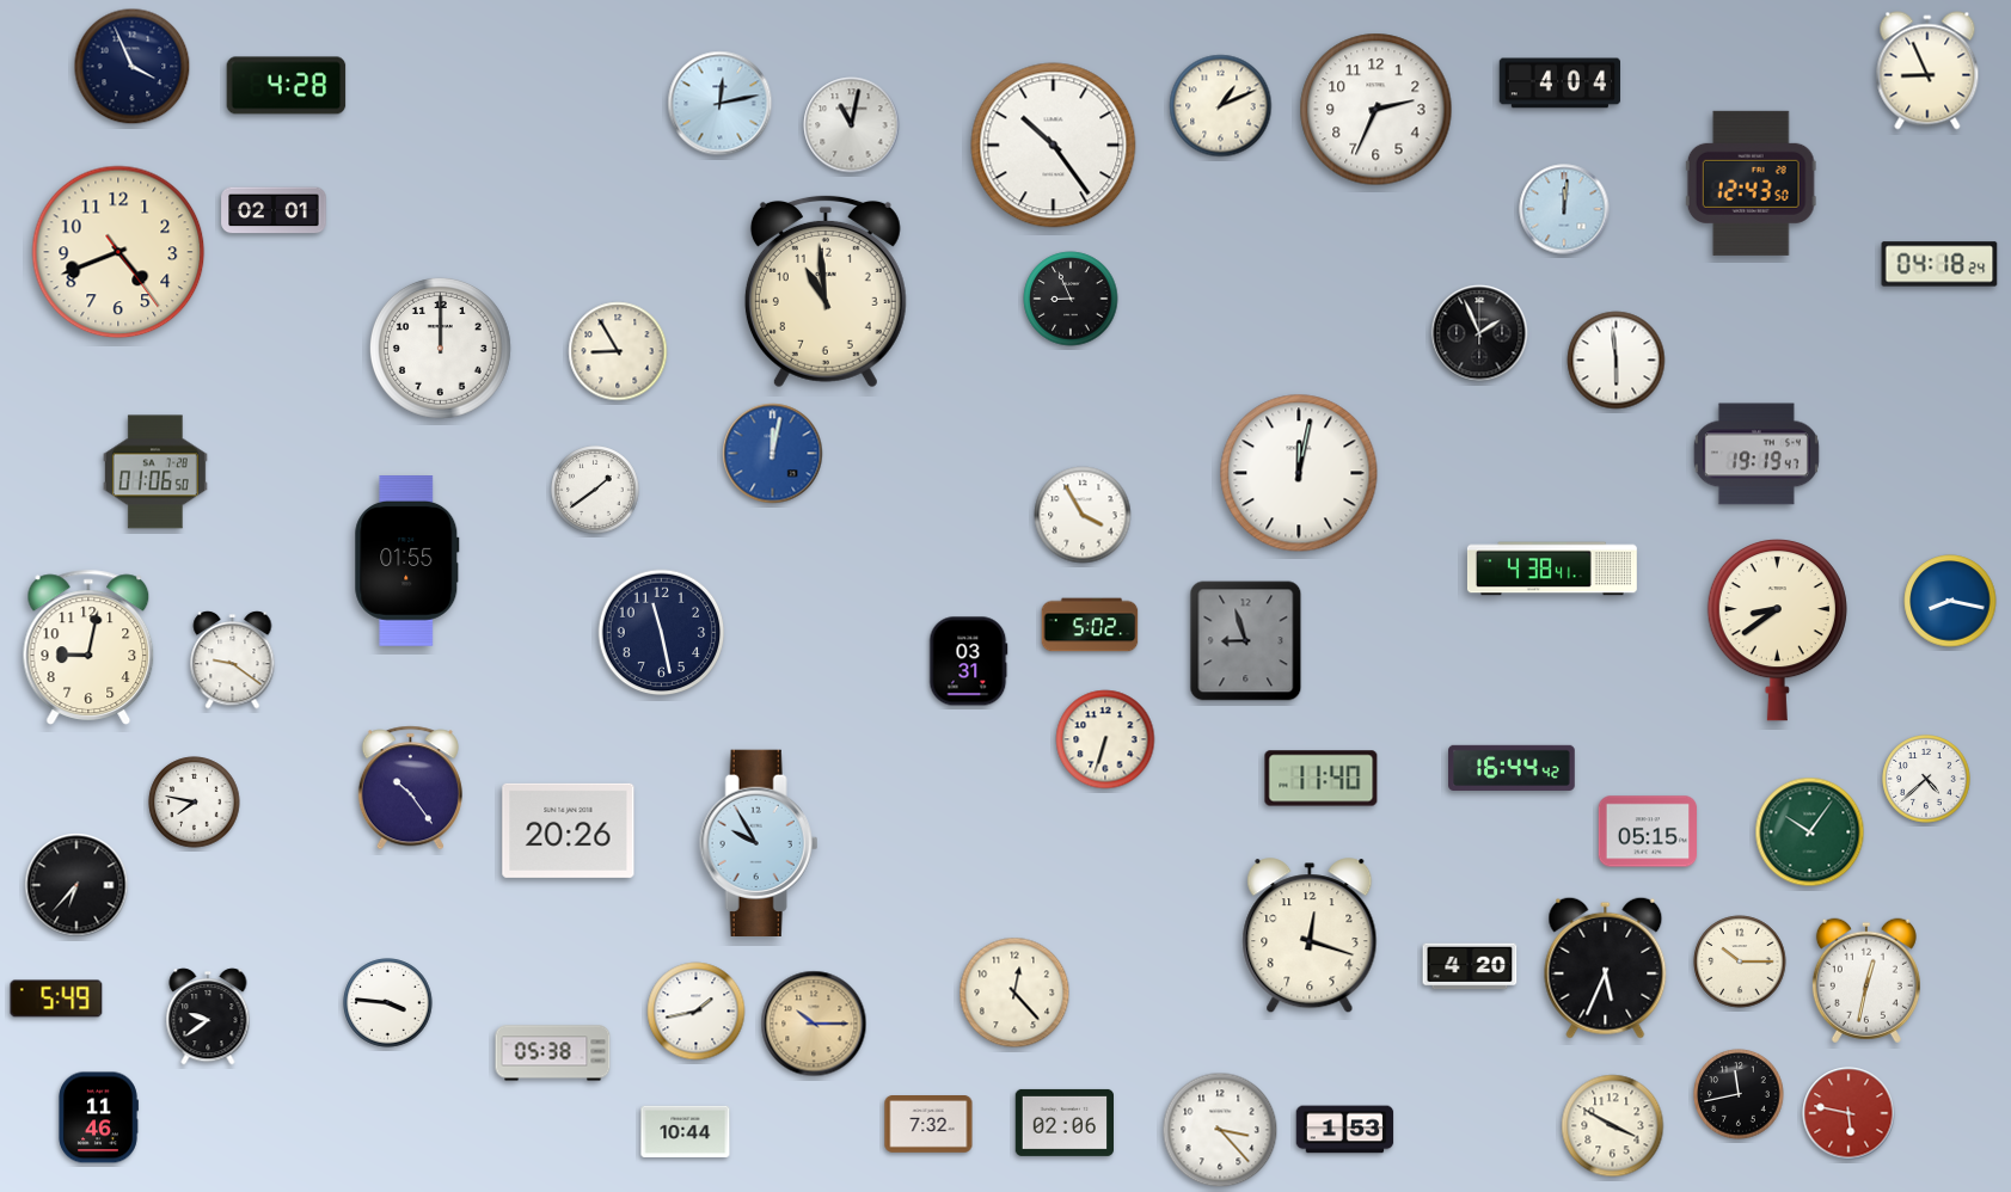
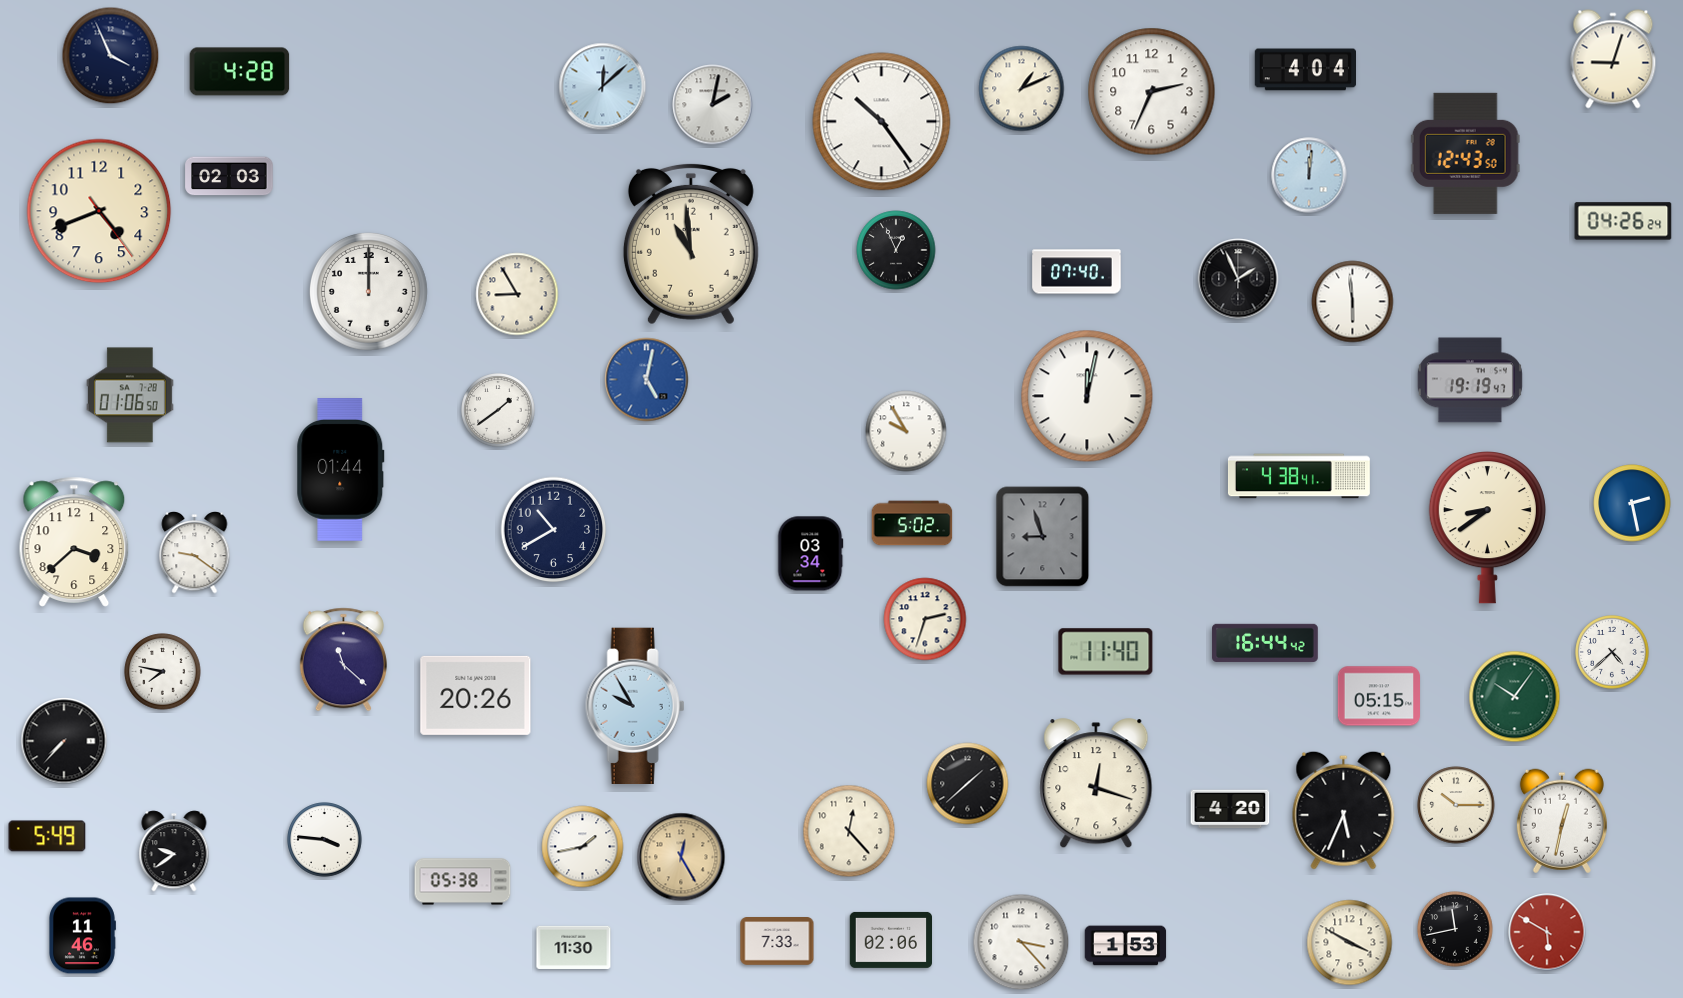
clock at (1927, 70): 8:56 -> 9:03
clock at (721, 104): 12:13 -> 12:08
clock at (852, 125): 11:02 -> 2:02
clock at (274, 210): 02:01 -> 02:03
clock at (1939, 264): 04:18 -> 04:26
clock at (1071, 299): 8:56 -> 12:56
clock at (1077, 272): none -> 07:40
clock at (773, 454): 12:02 -> 5:02
clock at (1083, 515): 3:55 -> 9:55
clock at (407, 561): 01:55 -> 01:44
clock at (1950, 601): 8:17 -> 2:28
clock at (662, 633): 11:28 -> 10:40
clock at (88, 647): 9:02 -> 3:38
clock at (969, 662): 03:31 -> 03:34
clock at (1105, 739): 6:33 -> 2:33
clock at (410, 788): 10:24 -> 11:22
clock at (76, 885): 6:37 -> 7:37
clock at (968, 784): none -> 1:38
clock at (814, 1024): 10:15 -> 12:25
clock at (1739, 1094) position: (1739, 1094) -> (1455, 929)
clock at (1848, 1113): 5:47 -> 5:50
clock at (928, 1124): 7:32 -> 7:33
clock at (1220, 1130) position: (1220, 1130) -> (1021, 942)
clock at (686, 1131): 10:44 -> 11:30
